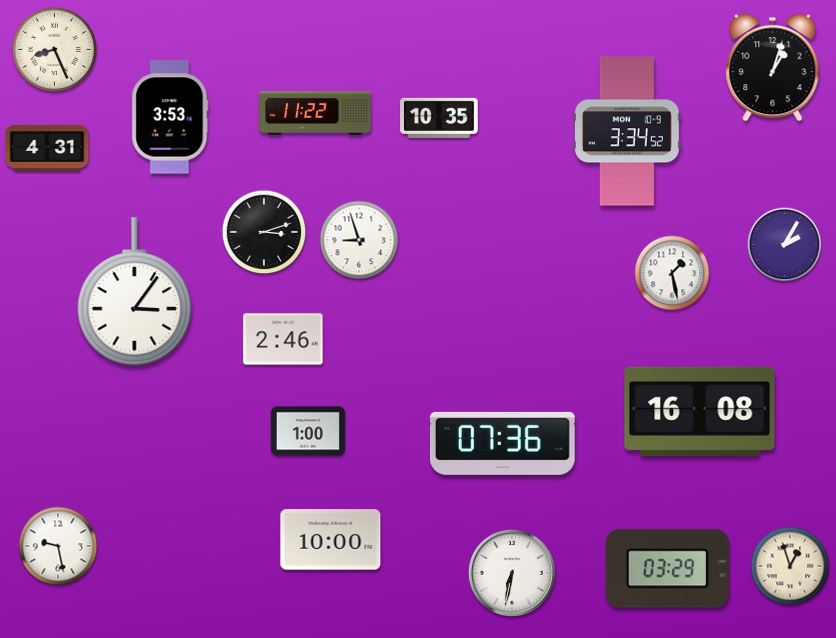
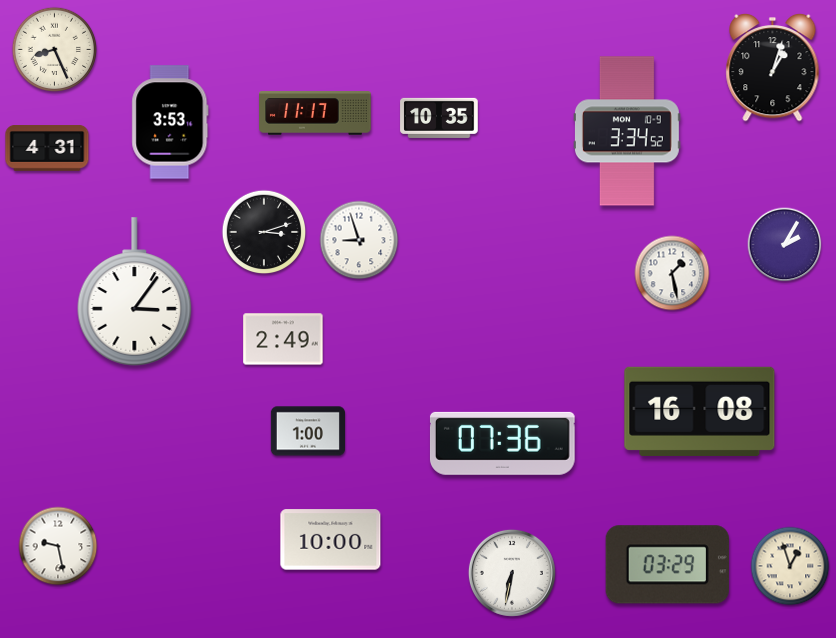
clock at (315, 113): 11:22 -> 11:17
clock at (170, 117) position: (170, 117) -> (170, 122)
clock at (283, 339): 2:46 -> 2:49
clock at (667, 569) position: (667, 569) -> (667, 565)
